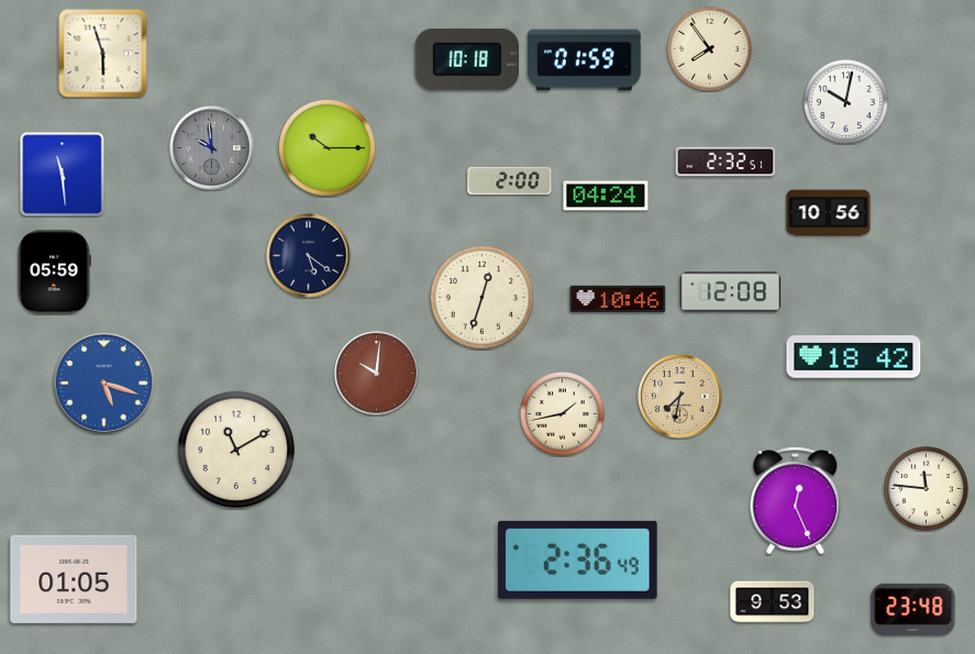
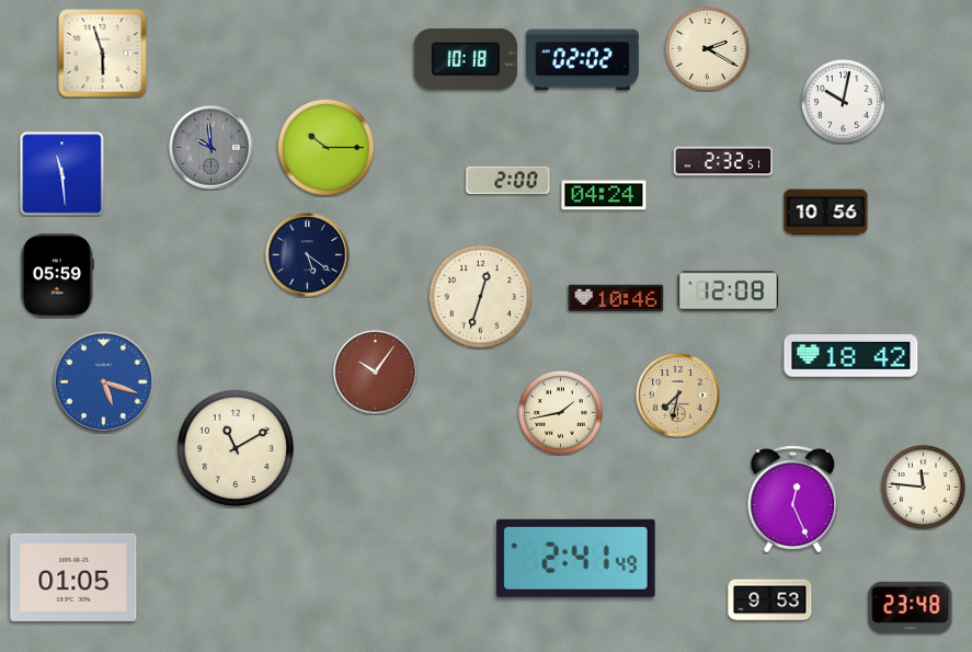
clock at (709, 48): 7:54 -> 2:20
clock at (584, 60): 01:59 -> 02:02
clock at (54, 273) position: (54, 273) -> (57, 276)
clock at (377, 374): 10:01 -> 10:06
clock at (577, 559): 2:36 -> 2:41
